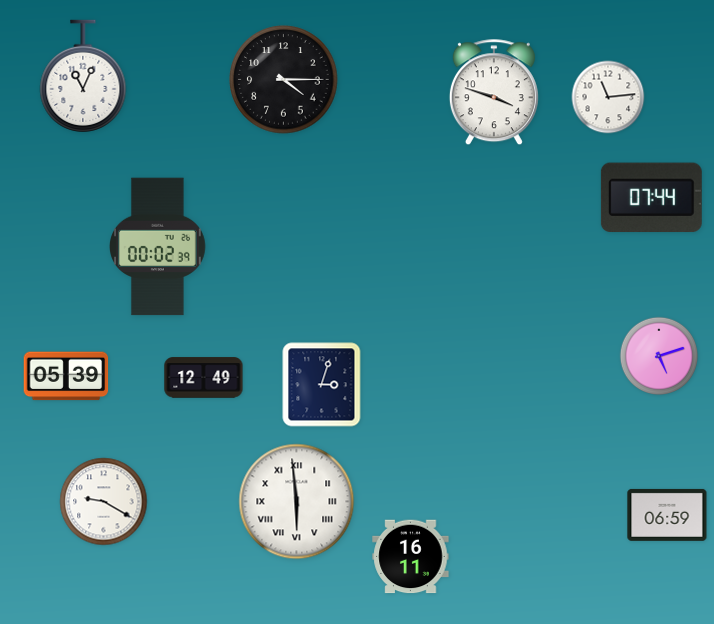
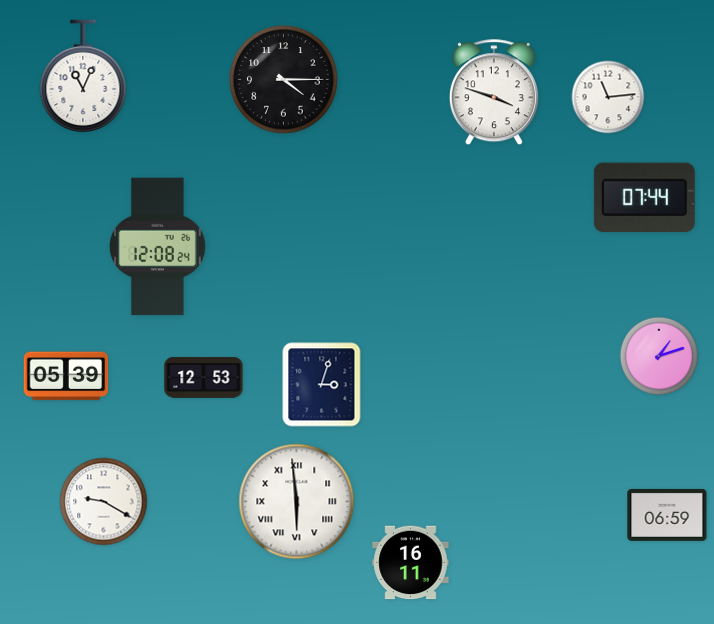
clock at (651, 198) position: (651, 198) -> (644, 198)
clock at (158, 247): 00:02 -> 12:08
clock at (659, 356): 5:12 -> 1:12
clock at (204, 378): 12:49 -> 12:53
clock at (411, 557) position: (411, 557) -> (411, 563)
